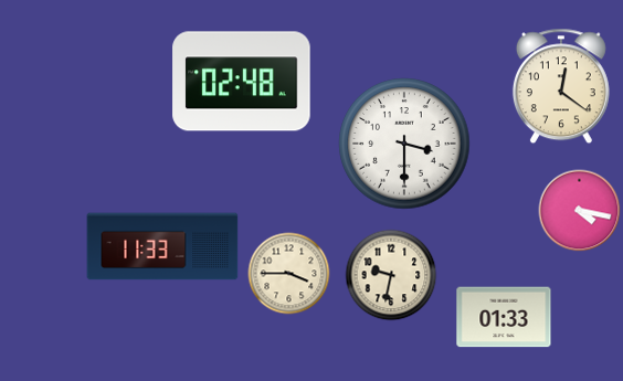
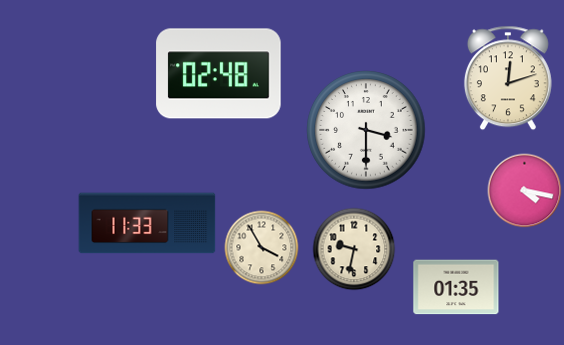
clock at (561, 86): 12:21 -> 12:12
clock at (289, 274): 3:45 -> 3:55
clock at (504, 317): 01:33 -> 01:35
